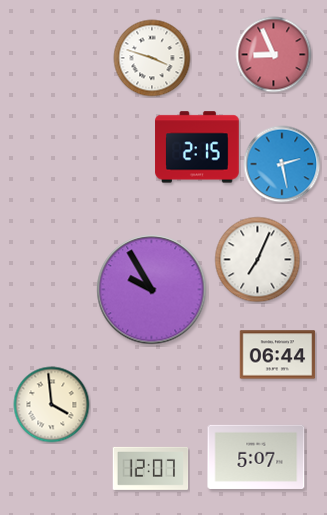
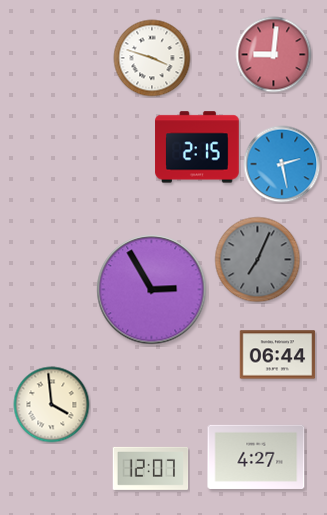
clock at (274, 55): 8:56 -> 9:01
clock at (258, 260) dial: white -> grey
clock at (152, 290): 9:55 -> 2:55
clock at (256, 457): 5:07 -> 4:27
